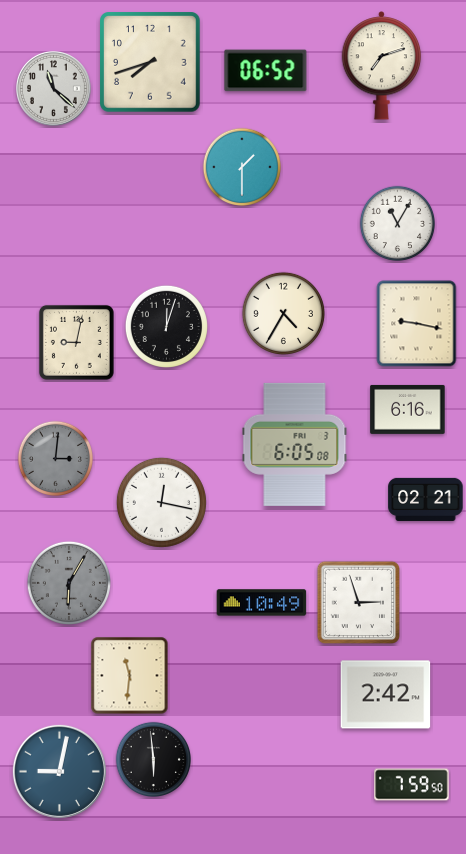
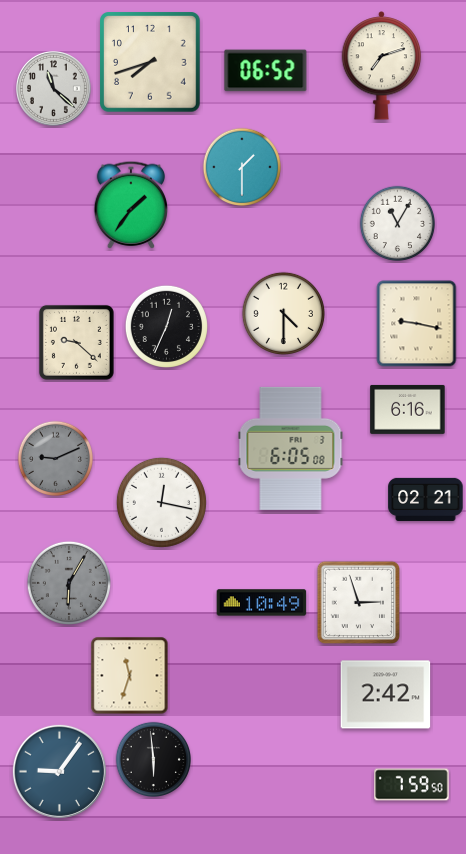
clock at (131, 205): none -> 1:36
clock at (283, 313): 4:35 -> 4:30
clock at (166, 326): 12:03 -> 12:34
clock at (76, 342): 9:02 -> 9:22
clock at (295, 444) position: (295, 444) -> (291, 448)
clock at (55, 458): 3:01 -> 9:11
clock at (130, 676): 11:31 -> 11:33
clock at (59, 771): 9:02 -> 9:06
